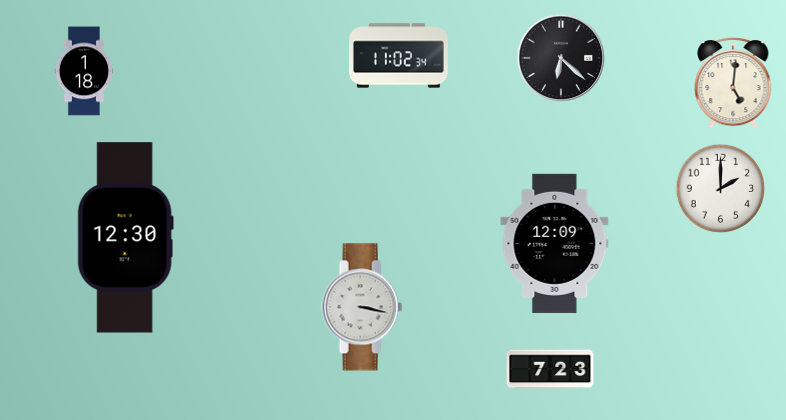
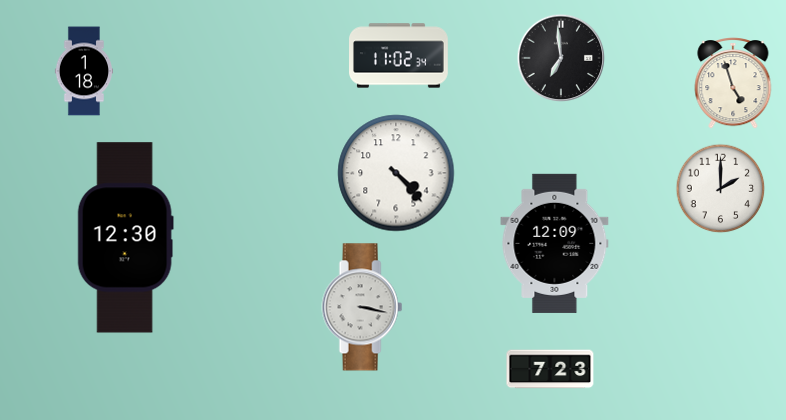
clock at (561, 58): 6:22 -> 6:59
clock at (733, 84): 5:01 -> 4:57
clock at (396, 173): none -> 4:23
